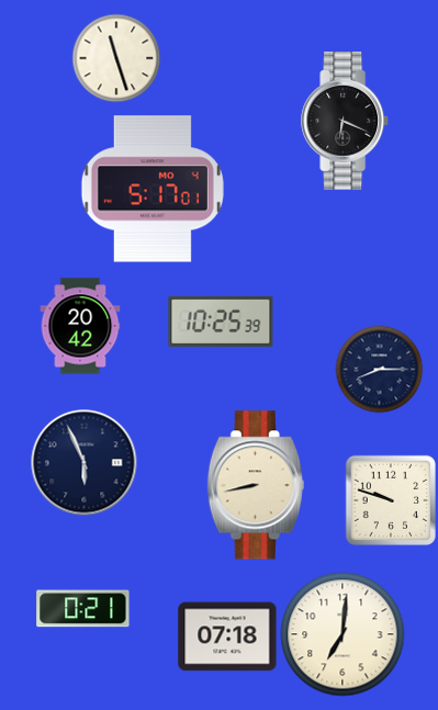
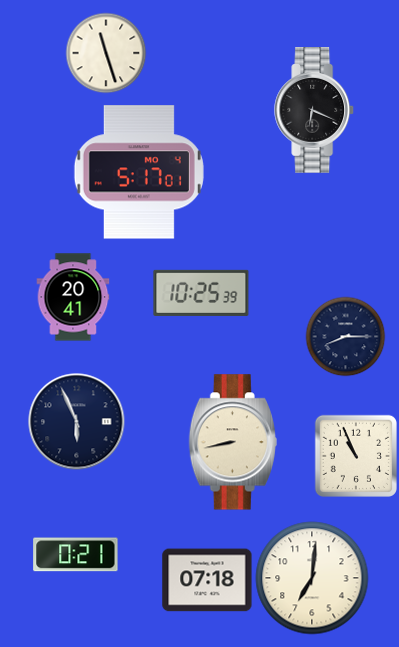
clock at (80, 326): 20:42 -> 20:41
clock at (391, 500): 9:48 -> 10:56
